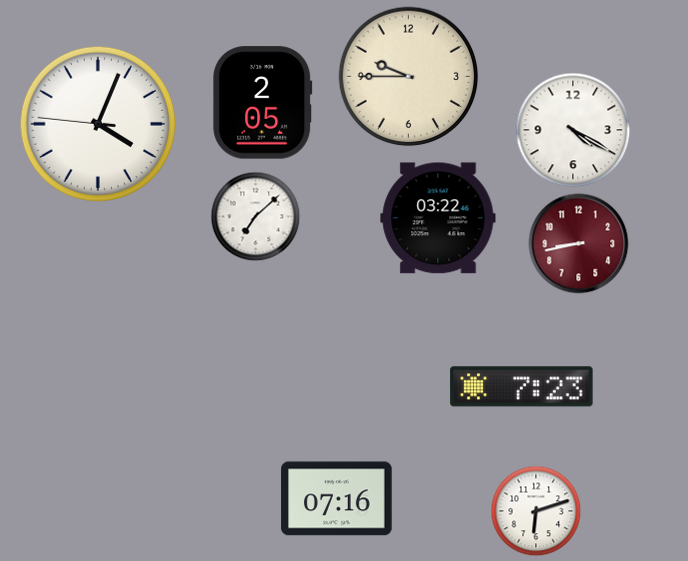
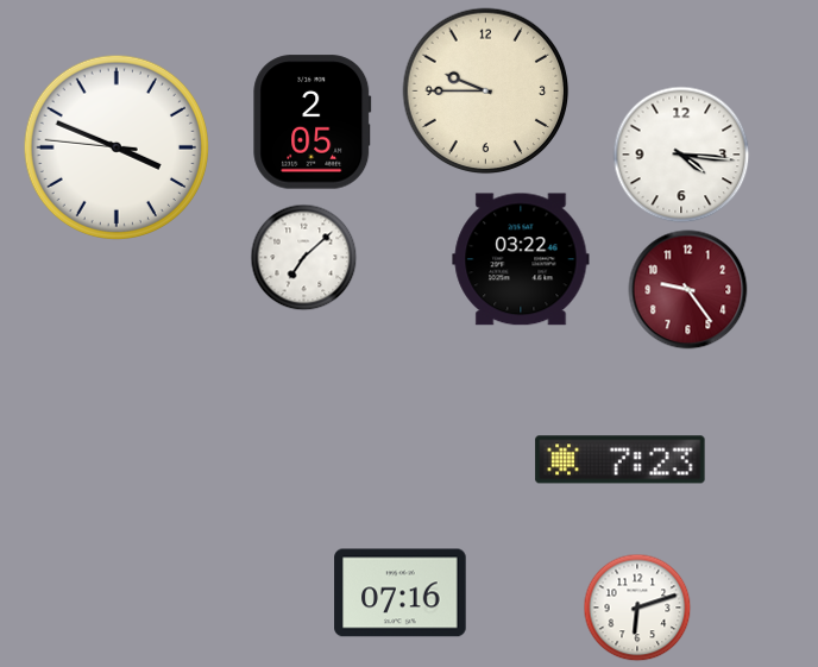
clock at (97, 123): 4:03 -> 3:48
clock at (573, 130): 4:20 -> 4:16
clock at (579, 244): 8:43 -> 9:24
